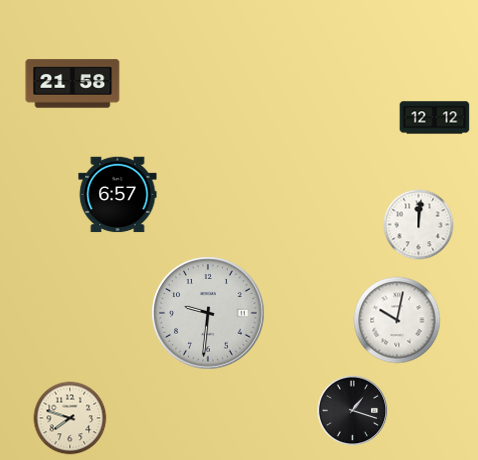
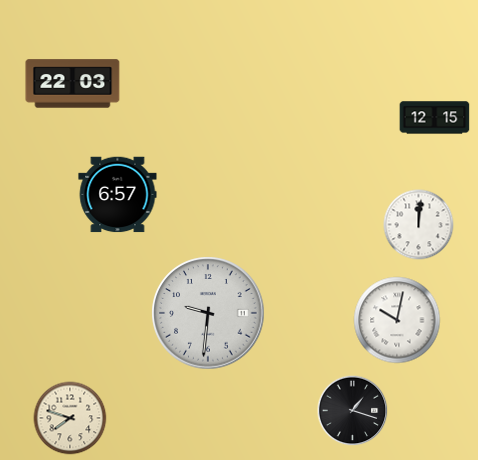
clock at (73, 84): 21:58 -> 22:03
clock at (435, 118): 12:12 -> 12:15
